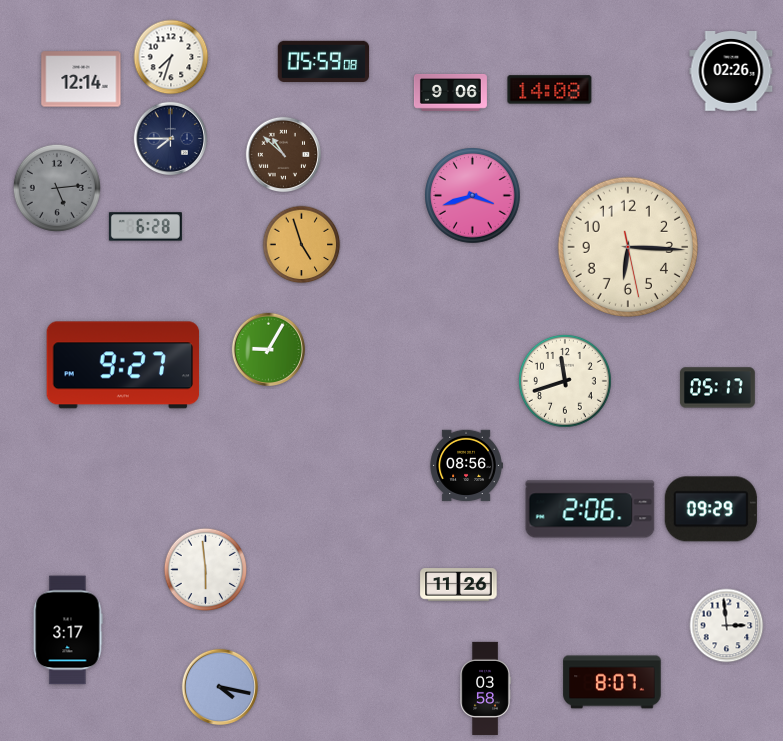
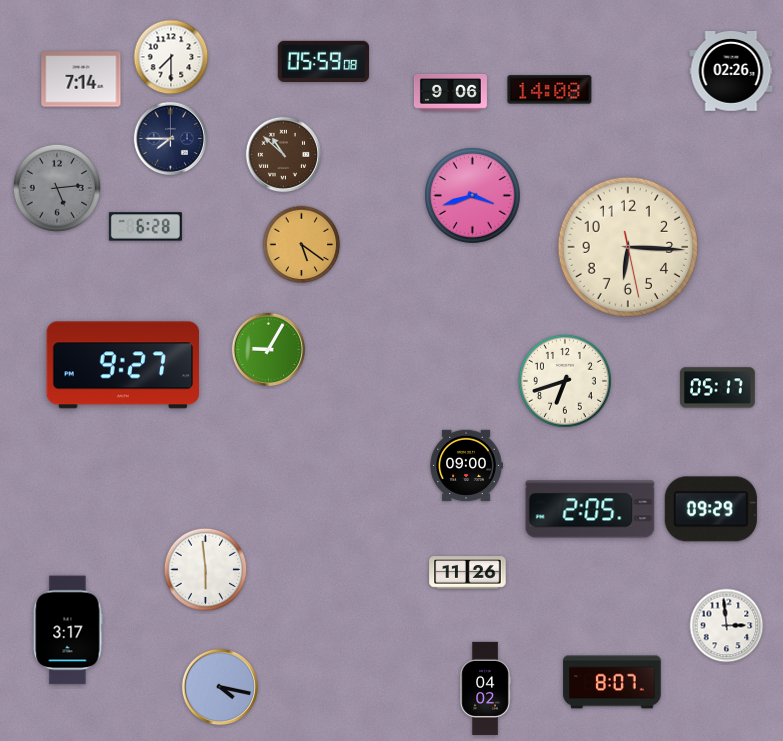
clock at (171, 57): 7:33 -> 7:30
clock at (81, 79): 12:14 -> 7:14
clock at (302, 245): 4:57 -> 5:21
clock at (565, 381): 11:42 -> 6:42
clock at (466, 466): 08:56 -> 09:00
clock at (590, 509): 2:06 -> 2:05
clock at (459, 585) position: (459, 585) -> (468, 573)
clock at (485, 688): 03:58 -> 04:02
